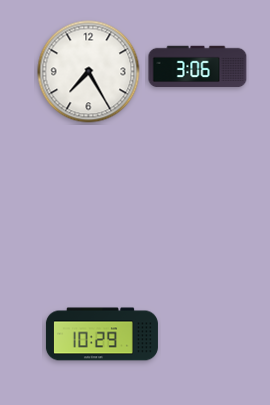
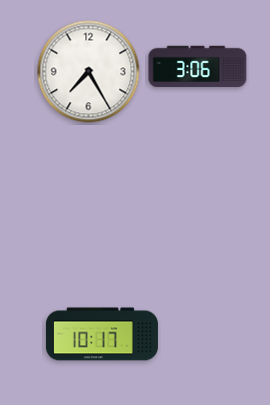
clock at (102, 334): 10:29 -> 10:17
